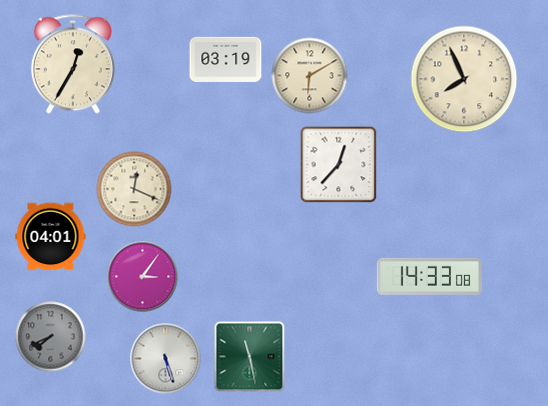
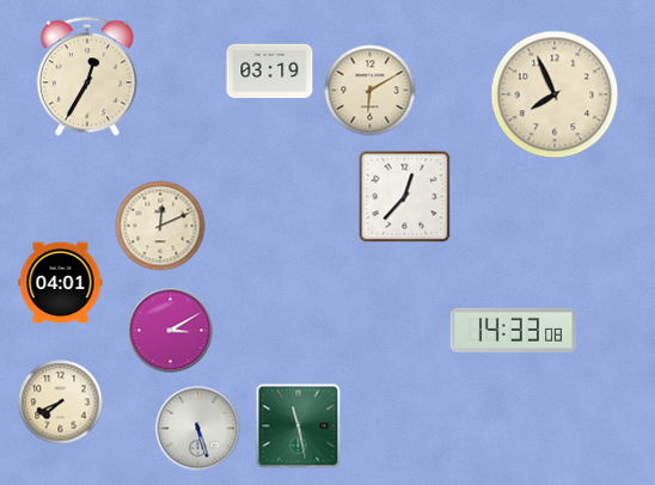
clock at (134, 189): 12:19 -> 12:11
clock at (143, 277): 3:06 -> 3:10
clock at (51, 337) dial: grey -> cream
